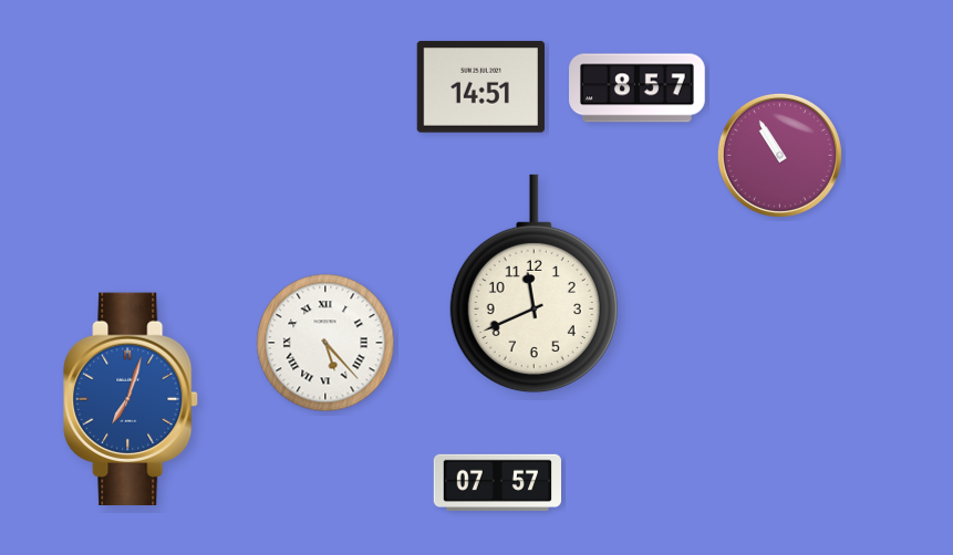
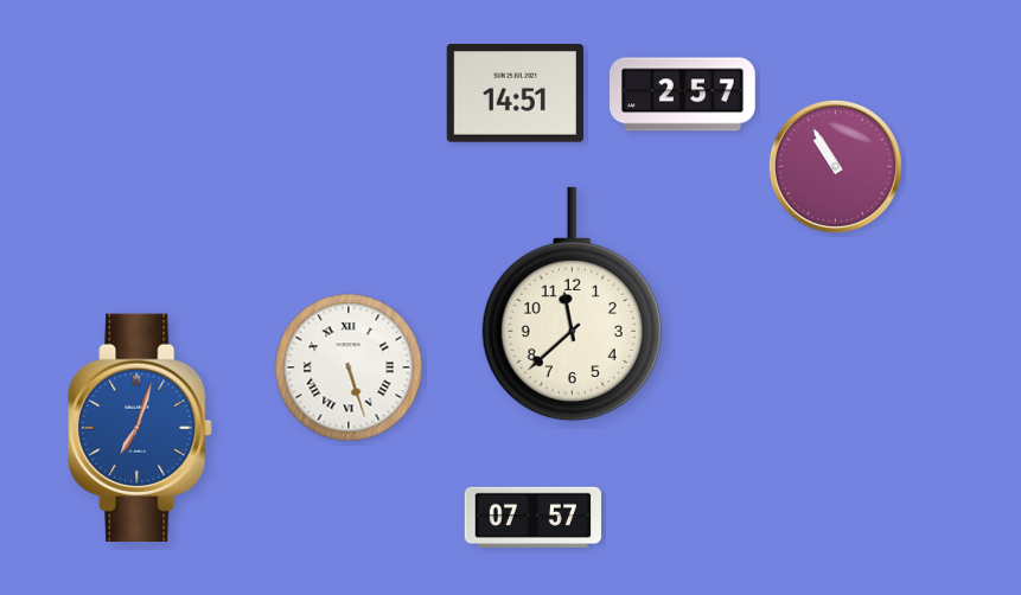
clock at (638, 88): 8:57 -> 2:57
clock at (534, 284): 11:41 -> 11:38
clock at (325, 343): 5:23 -> 5:27
